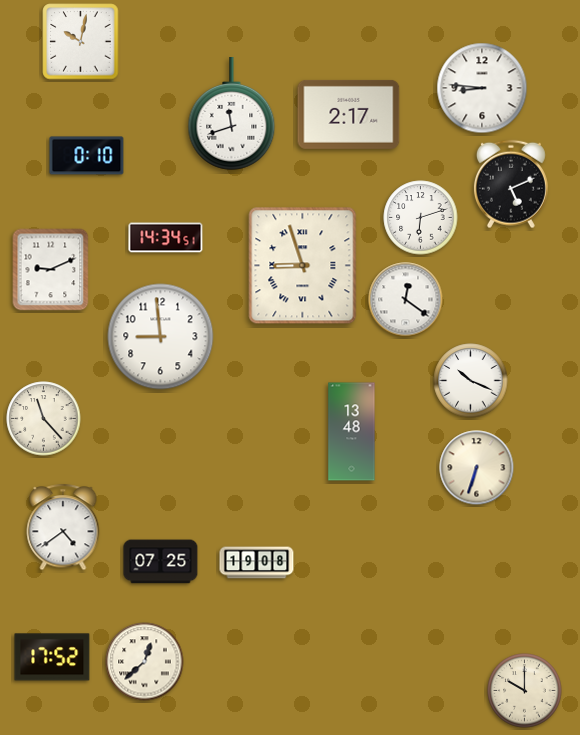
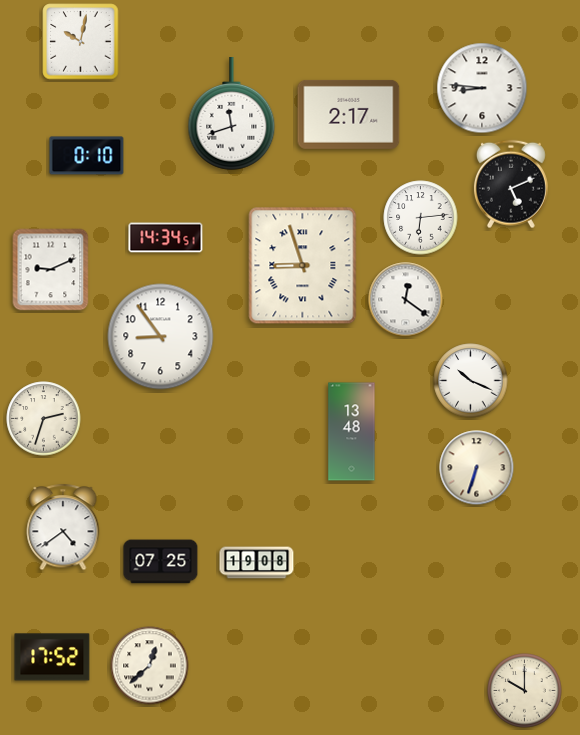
clock at (421, 218): 6:12 -> 6:14
clock at (161, 337): 8:59 -> 8:54
clock at (44, 419): 11:23 -> 2:33
clock at (145, 662) position: (145, 662) -> (150, 666)
